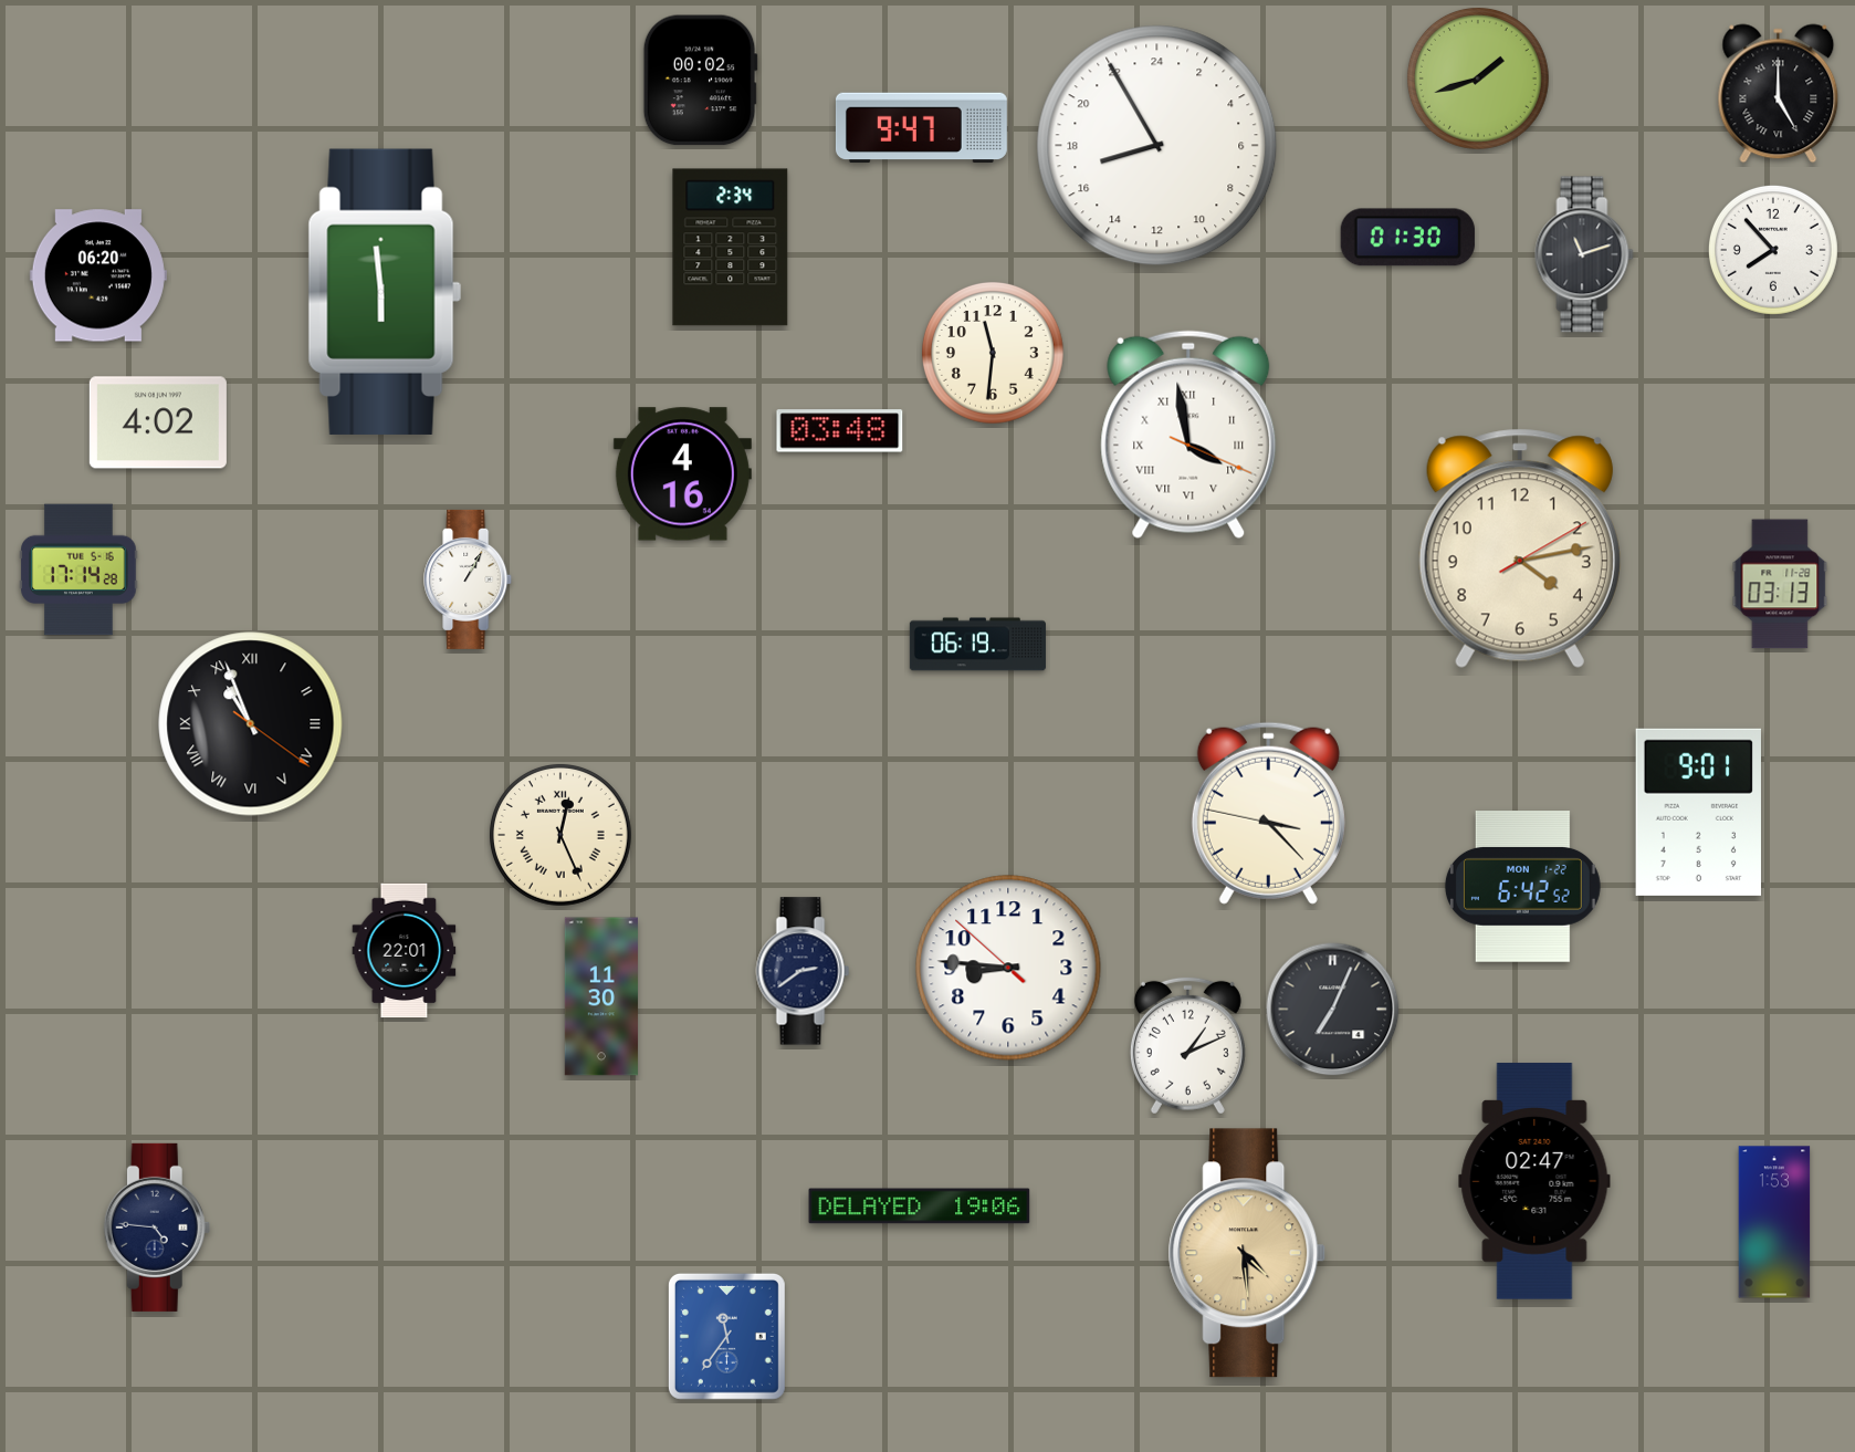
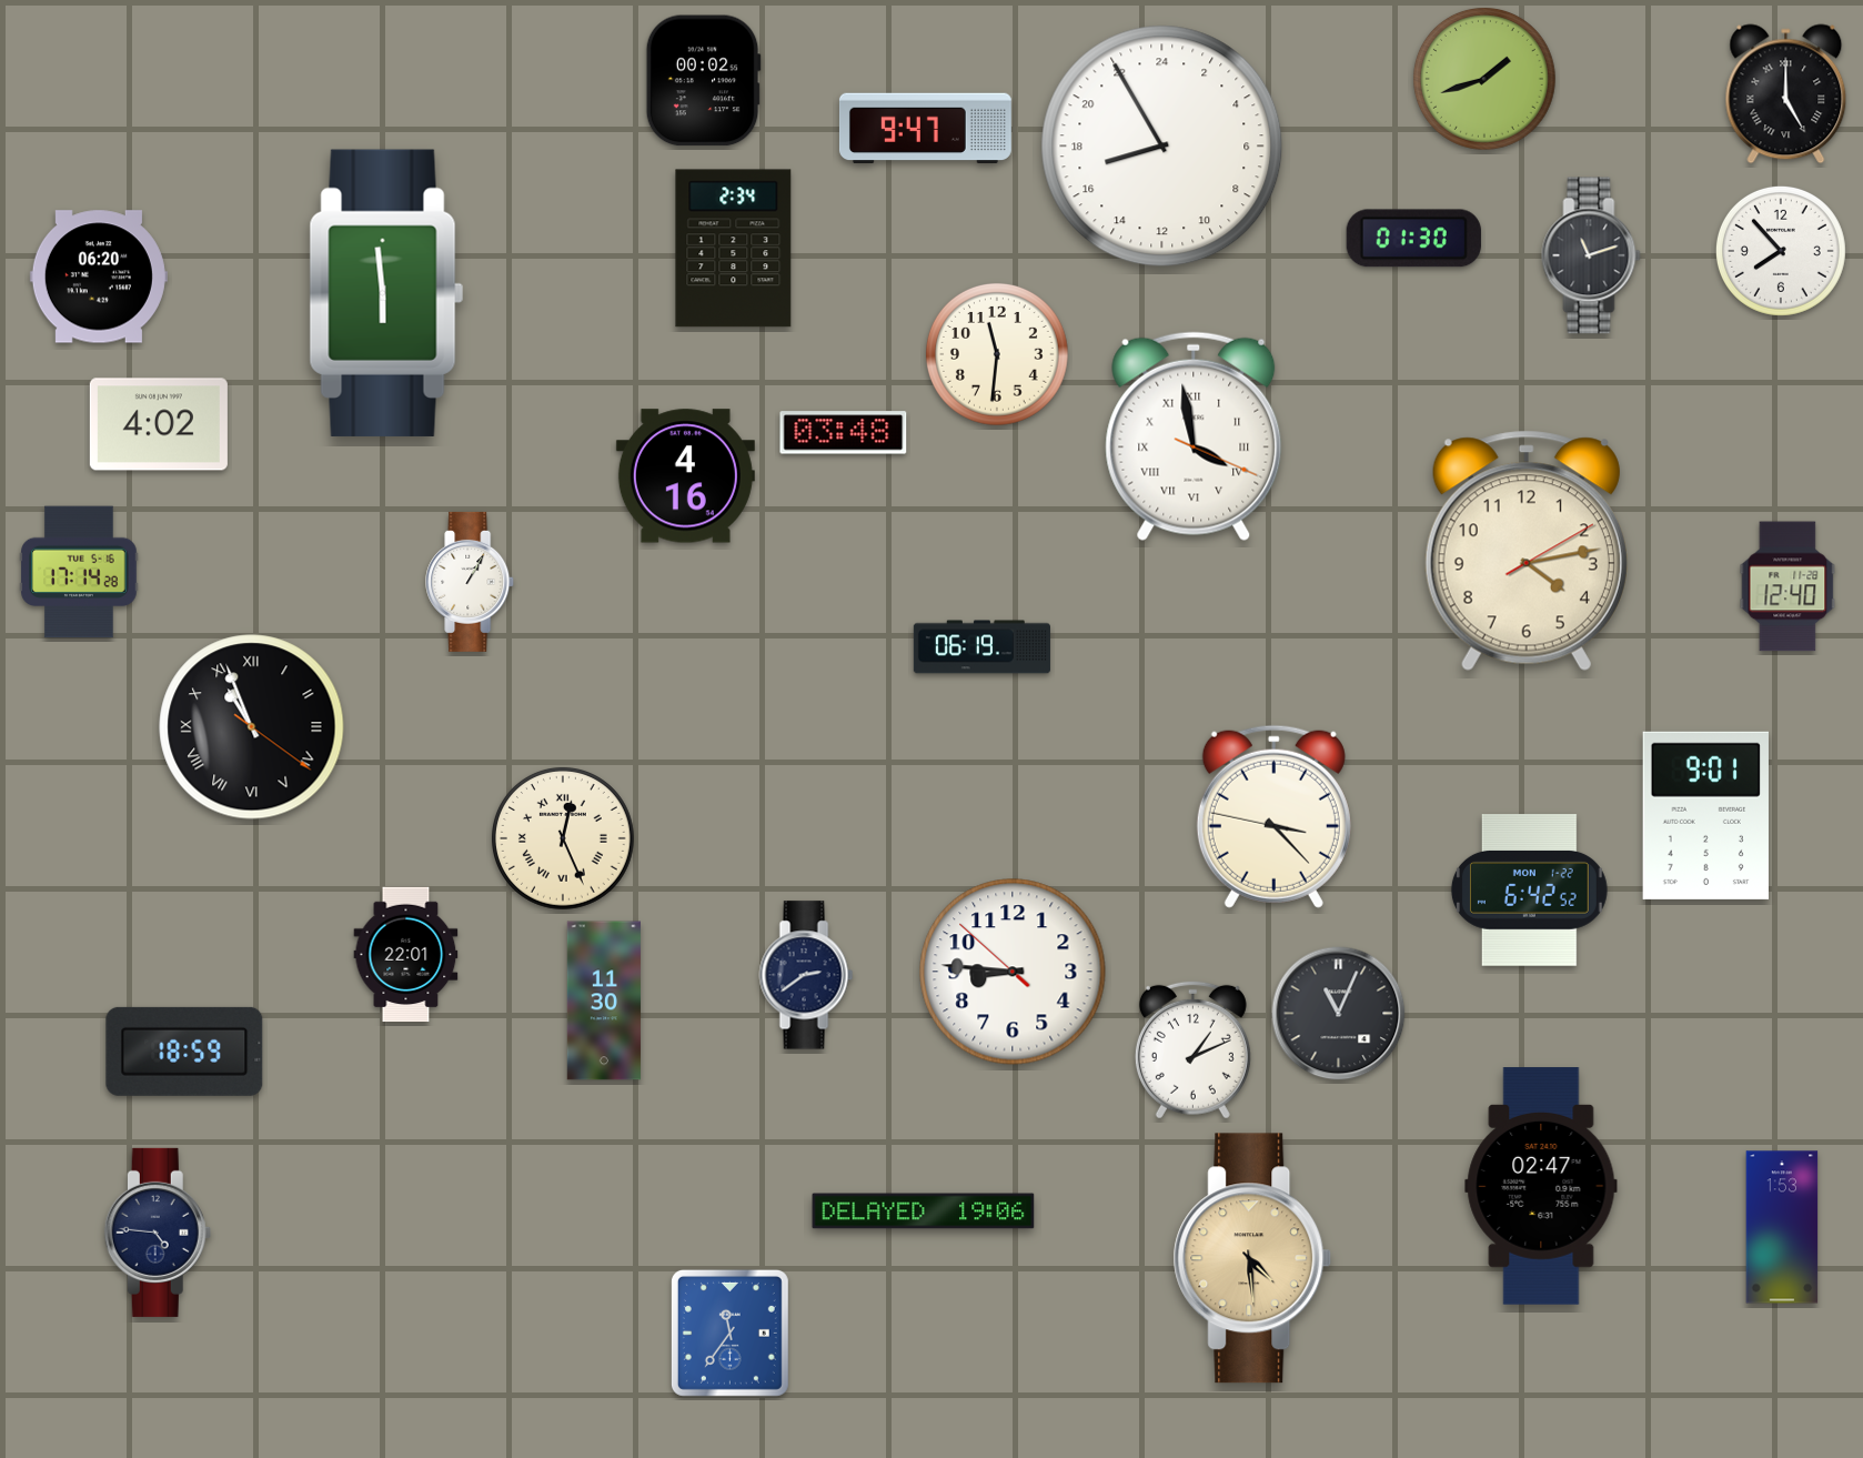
clock at (1780, 584): 03:13 -> 12:40
clock at (1333, 1010): 7:04 -> 11:04
clock at (184, 1052): none -> 18:59
clock at (726, 1336) position: (726, 1336) -> (729, 1333)
